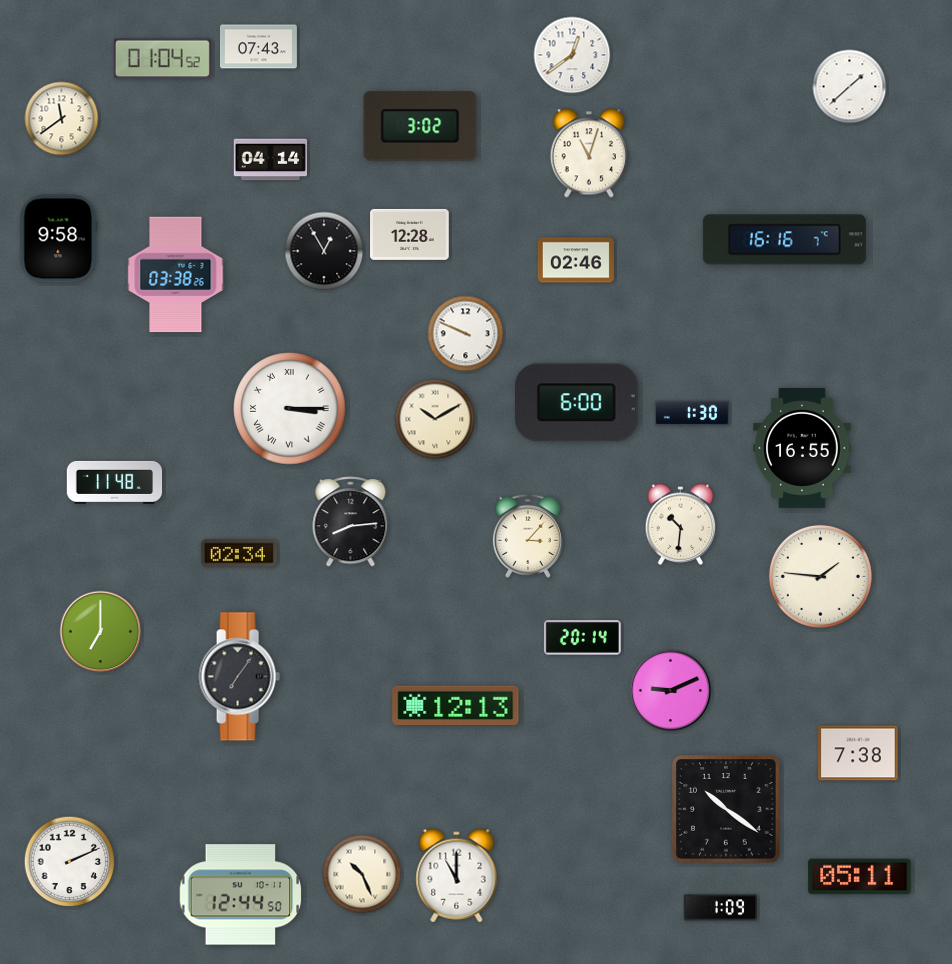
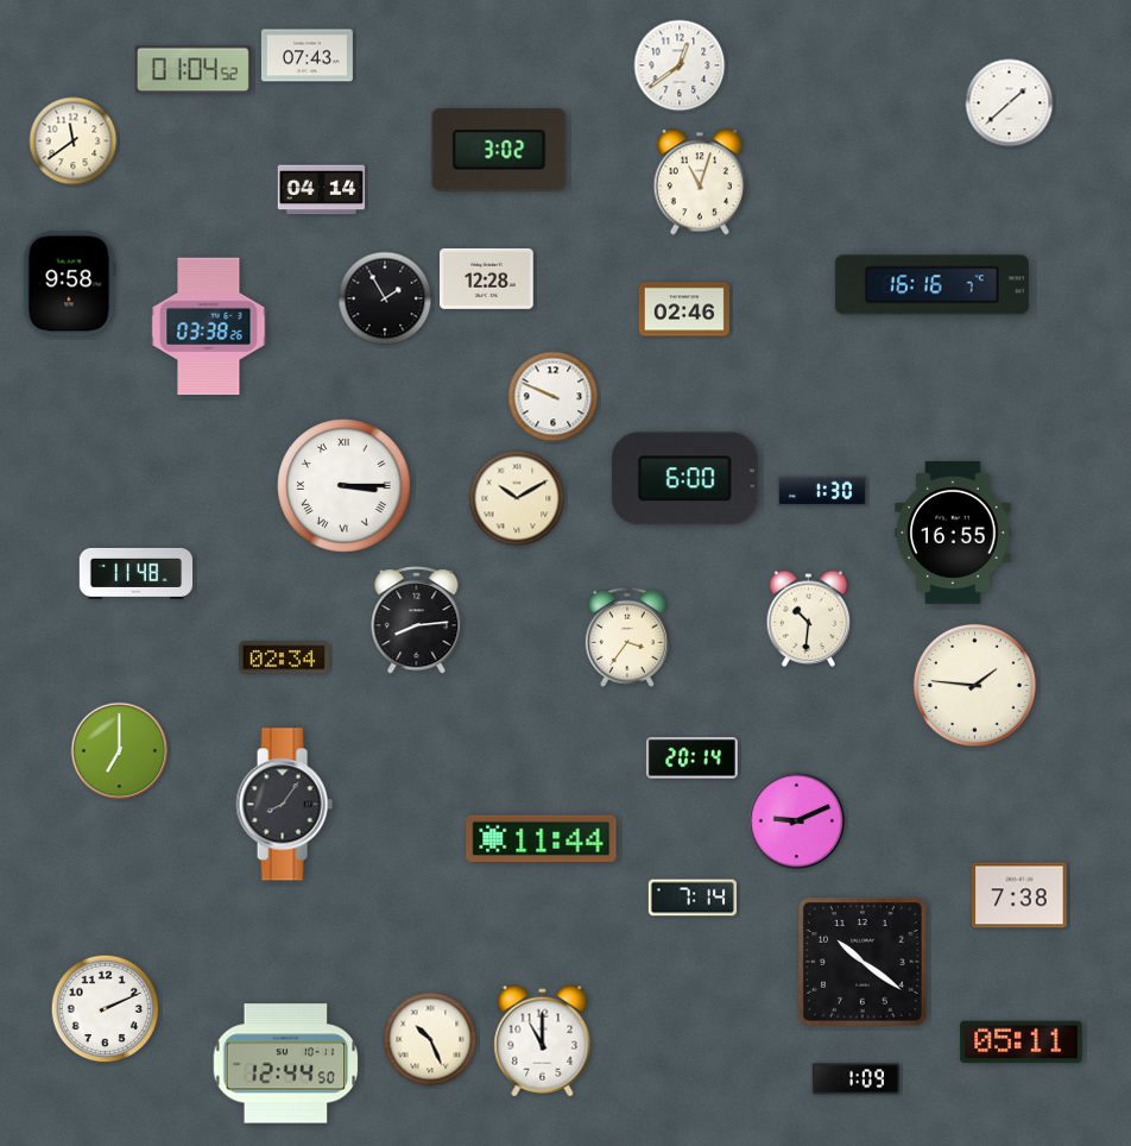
clock at (324, 251): 12:55 -> 1:55
clock at (681, 524) position: (681, 524) -> (809, 618)
clock at (528, 536): 3:07 -> 3:36
clock at (239, 677): 7:06 -> 8:06
clock at (456, 705): 12:13 -> 11:44
clock at (691, 898): none -> 7:14
clock at (70, 862) position: (70, 862) -> (106, 1009)
